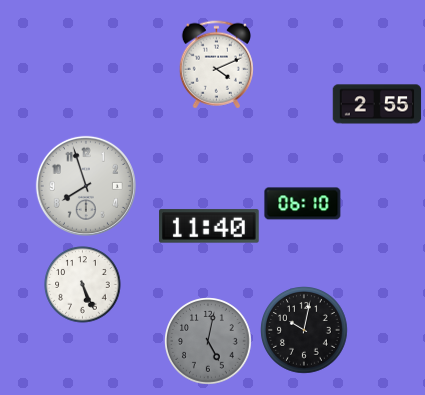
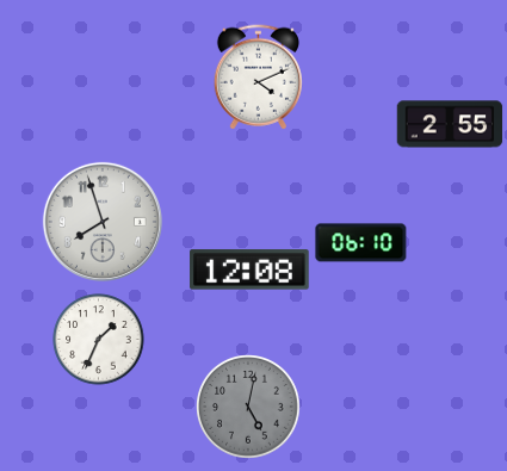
clock at (209, 226): 11:40 -> 12:08
clock at (83, 285): 5:26 -> 1:34
clock at (304, 330): 10:02 -> none
